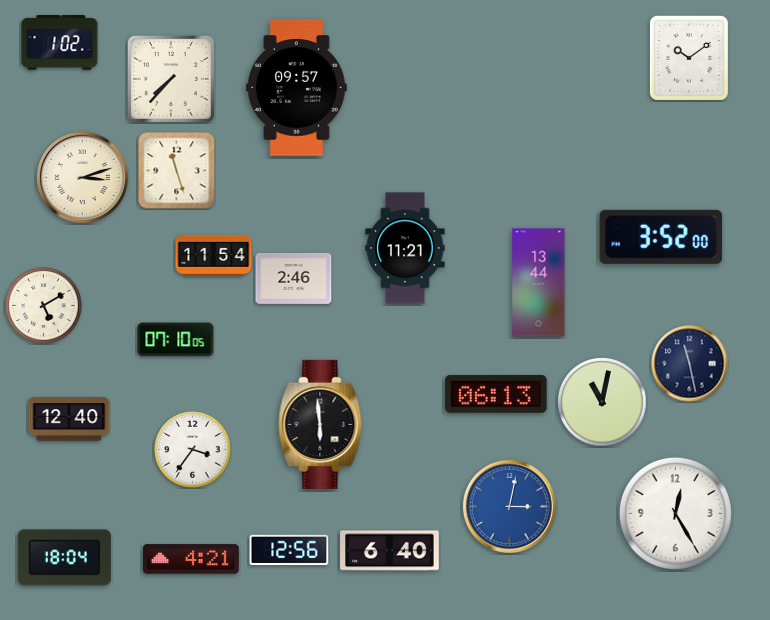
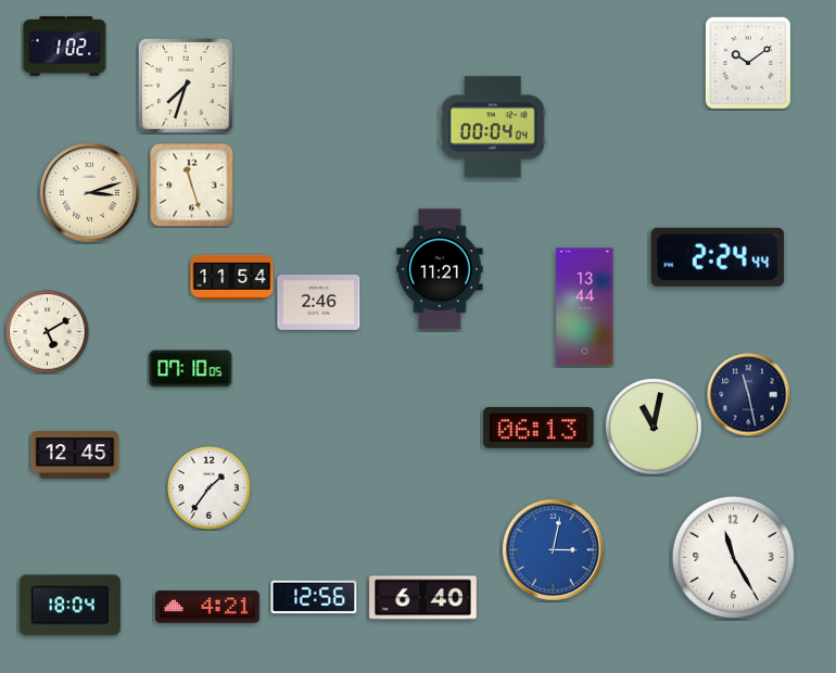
clock at (171, 79): 7:37 -> 7:33
clock at (297, 88): 09:57 -> none
clock at (493, 127): none -> 00:04
clock at (661, 237): 3:52 -> 2:24
clock at (602, 402) position: (602, 402) -> (654, 427)
clock at (69, 419): 12:40 -> 12:45
clock at (321, 424): 5:59 -> none
clock at (193, 450): 3:36 -> 1:36
clock at (675, 513): 12:25 -> 11:25
